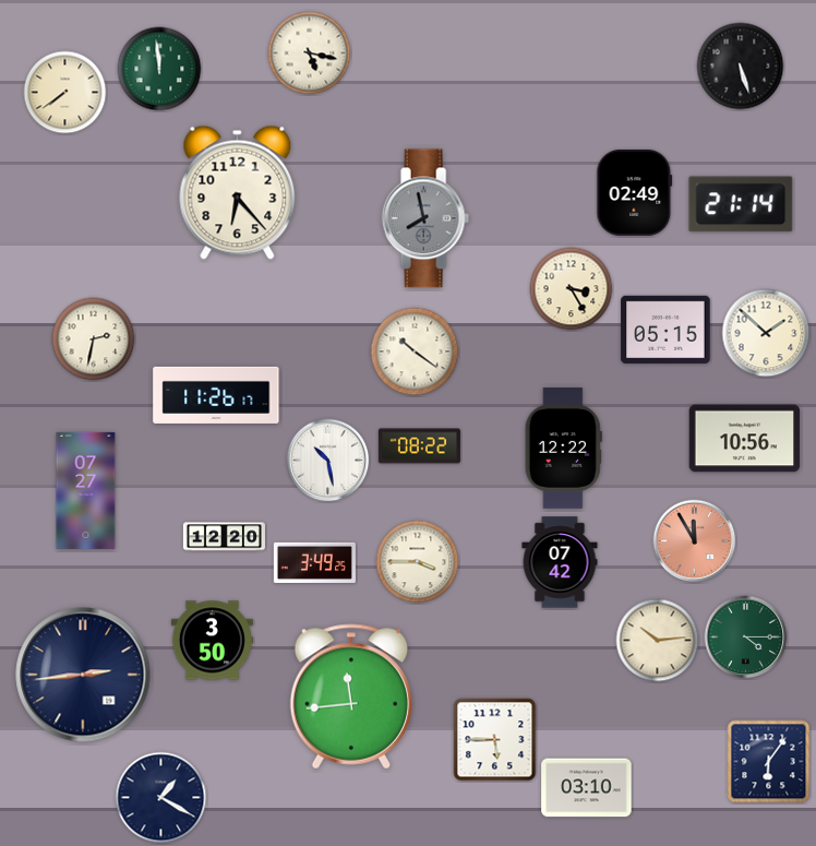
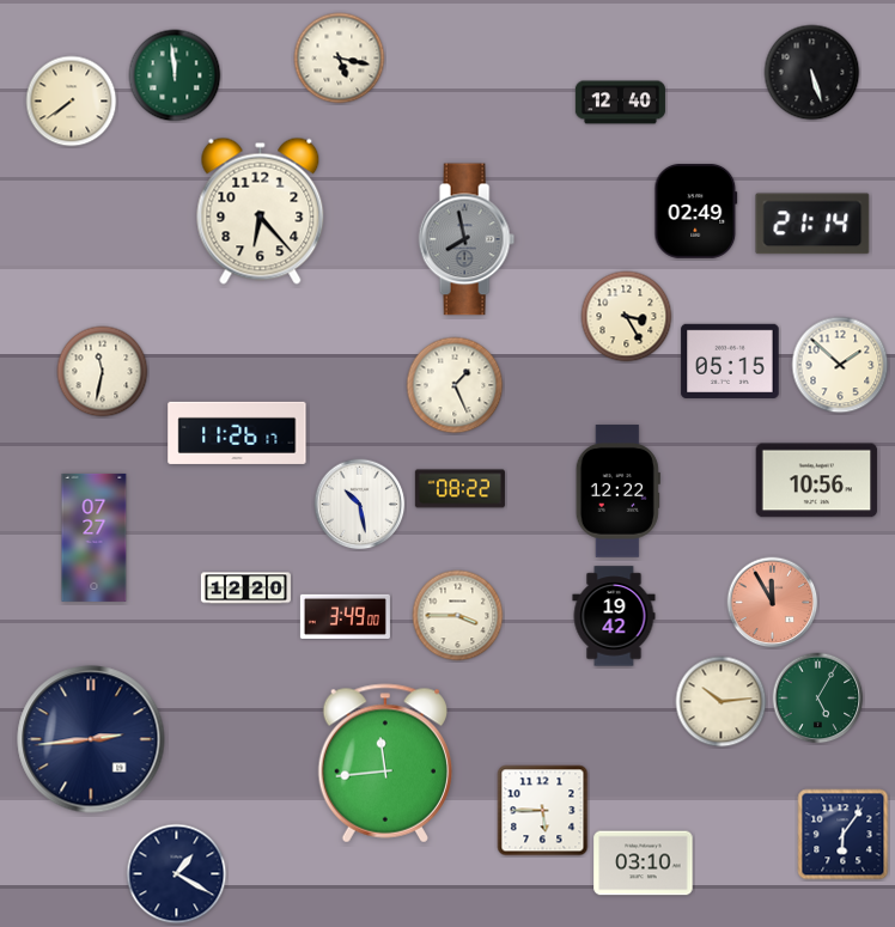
clock at (620, 103): none -> 12:40
clock at (94, 339): 2:32 -> 11:32
clock at (415, 351): 10:21 -> 1:26
clock at (695, 541) position: (695, 541) -> (773, 603)
clock at (314, 562): 3:49:25 -> 3:49:00
clock at (560, 562): 07:42 -> 19:42
clock at (746, 638): 4:15 -> 5:05
clock at (212, 641): 3:50 -> none
